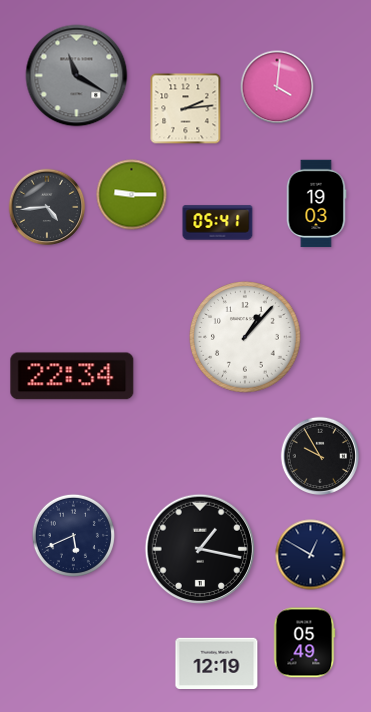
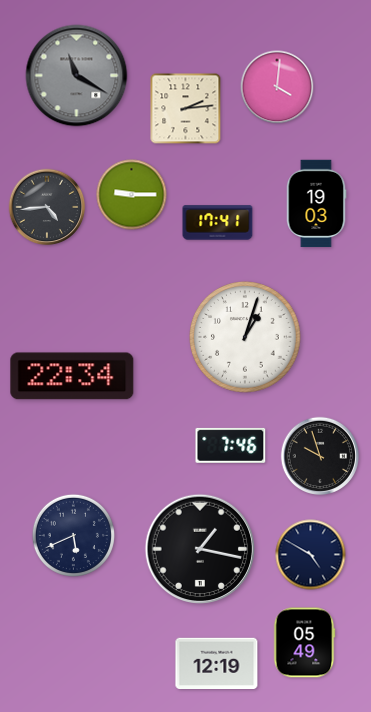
clock at (218, 223): 05:41 -> 17:41
clock at (245, 337): 1:07 -> 1:03
clock at (231, 445): none -> 7:46
clock at (320, 456): 9:55 -> 9:57
clock at (311, 555): 12:50 -> 4:50
